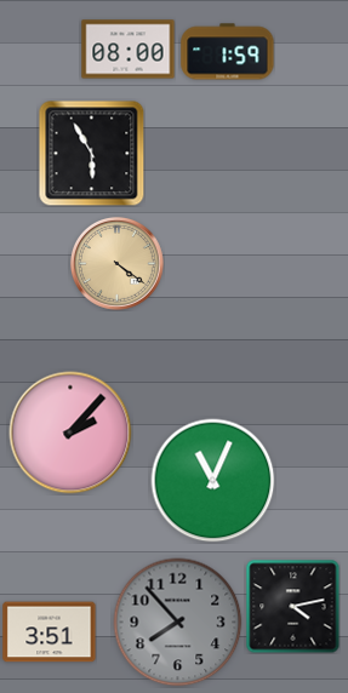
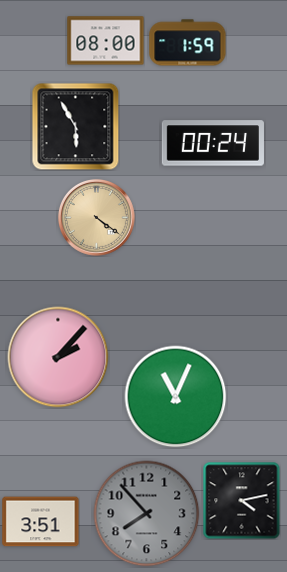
clock at (213, 143): none -> 00:24
